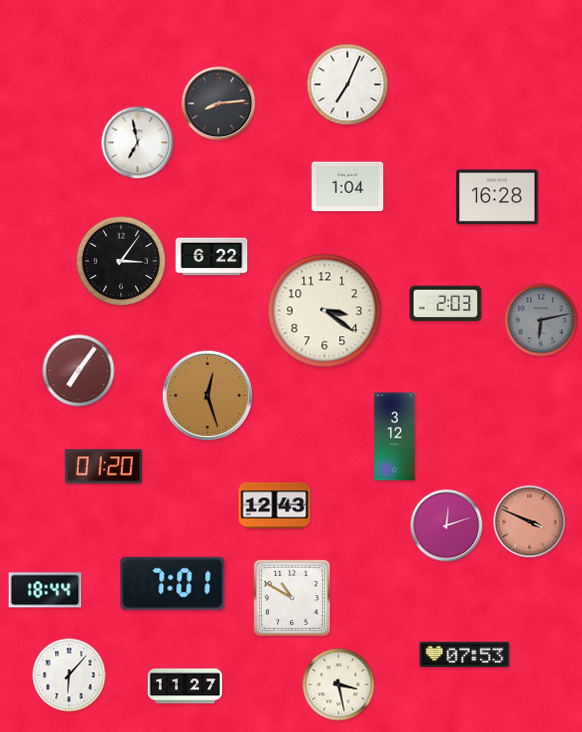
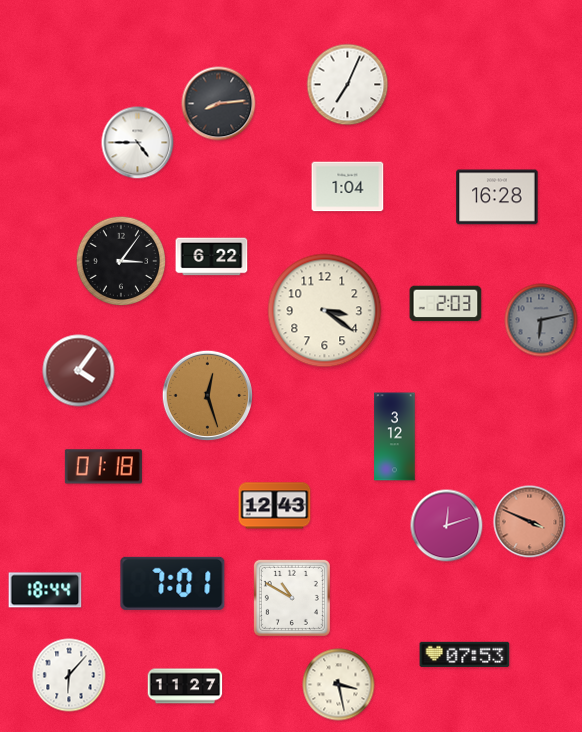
clock at (138, 143): 6:58 -> 4:45
clock at (79, 371): 7:06 -> 4:06
clock at (103, 467): 01:20 -> 01:18
